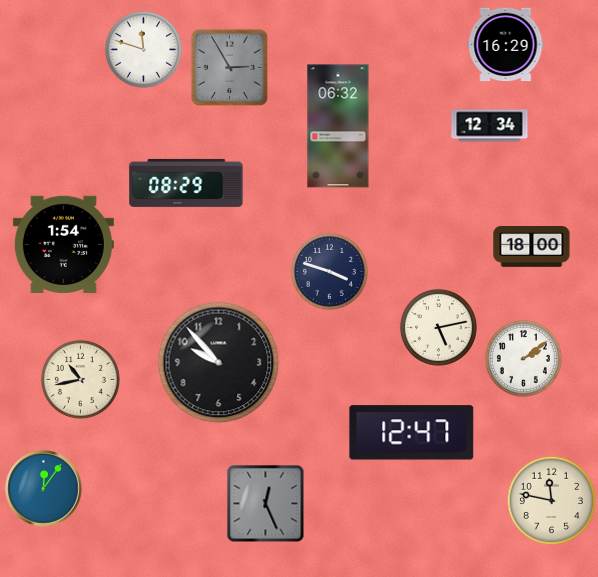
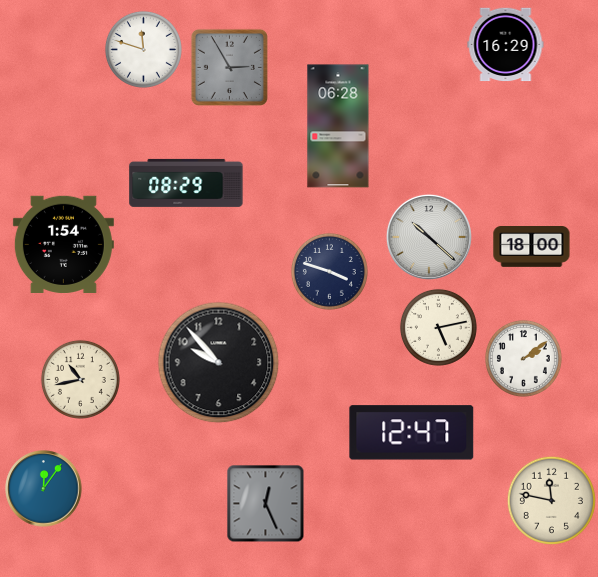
clock at (338, 126): 06:32 -> 06:28
clock at (490, 126): 12:34 -> none
clock at (429, 237): none -> 10:22
